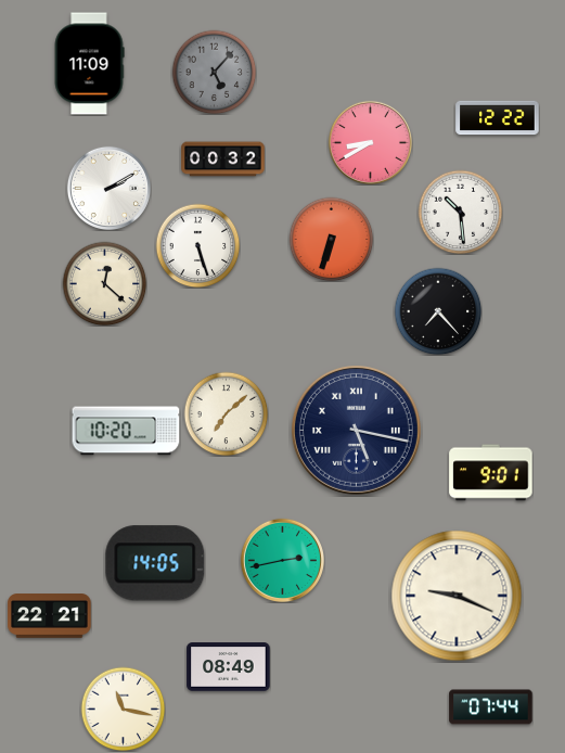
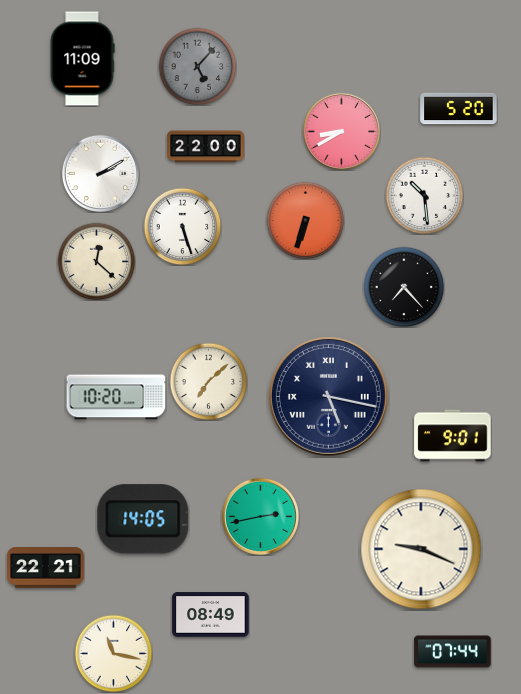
clock at (498, 118): 12:22 -> 5:20
clock at (223, 159): 00:32 -> 22:00
